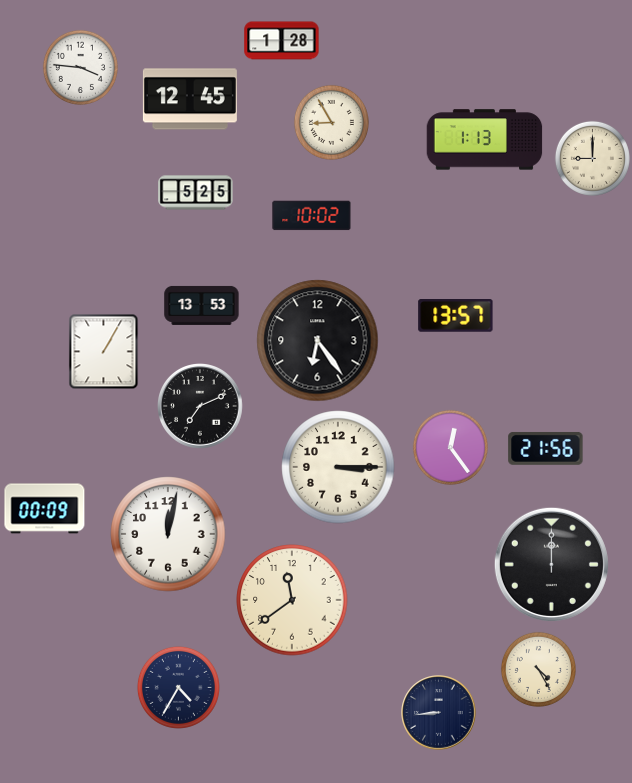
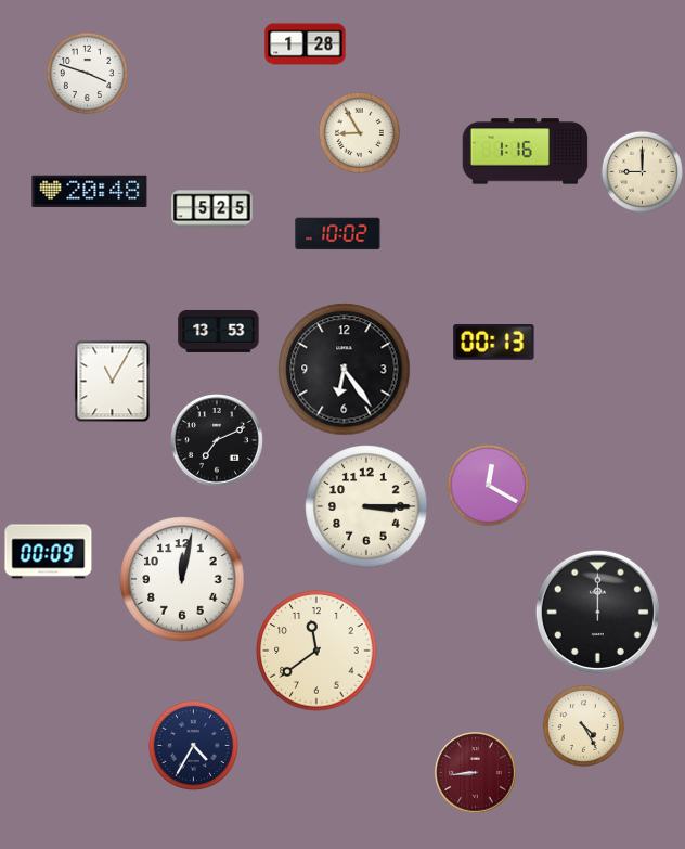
clock at (80, 67): 3:46 -> 3:48
clock at (190, 99): 12:45 -> none
clock at (485, 140): 1:13 -> 1:16
clock at (90, 191): none -> 20:48
clock at (456, 316): 13:57 -> 00:13
clock at (104, 352): 1:05 -> 11:05
clock at (450, 447): 12:24 -> 12:20
clock at (546, 448): 21:56 -> none
clock at (439, 713) dial: navy -> burgundy
